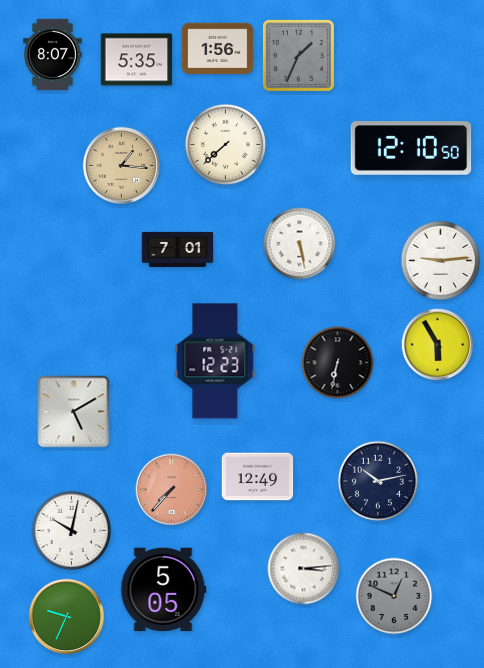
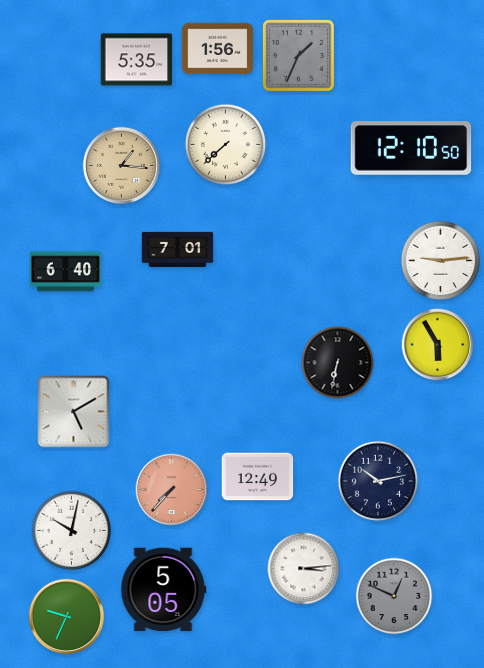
clock at (53, 55): 8:07 -> none
clock at (300, 244): 5:28 -> none
clock at (66, 272): none -> 6:40
clock at (215, 361): 12:23 -> none
